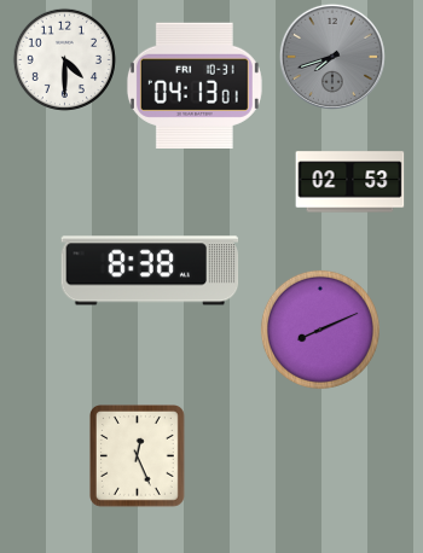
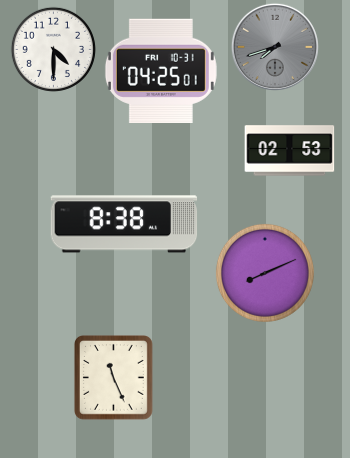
clock at (195, 86): 04:13 -> 04:25
clock at (137, 456): 12:26 -> 11:26
